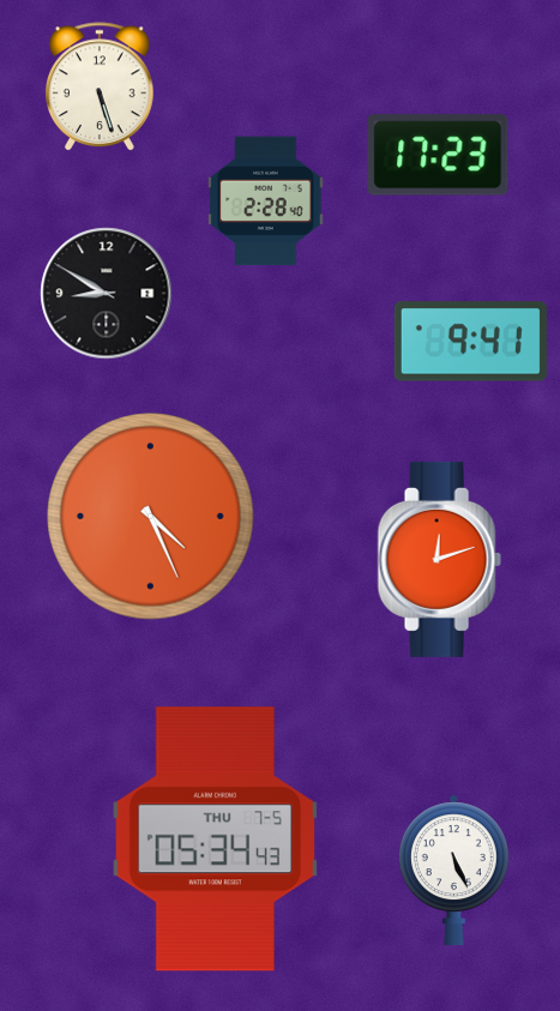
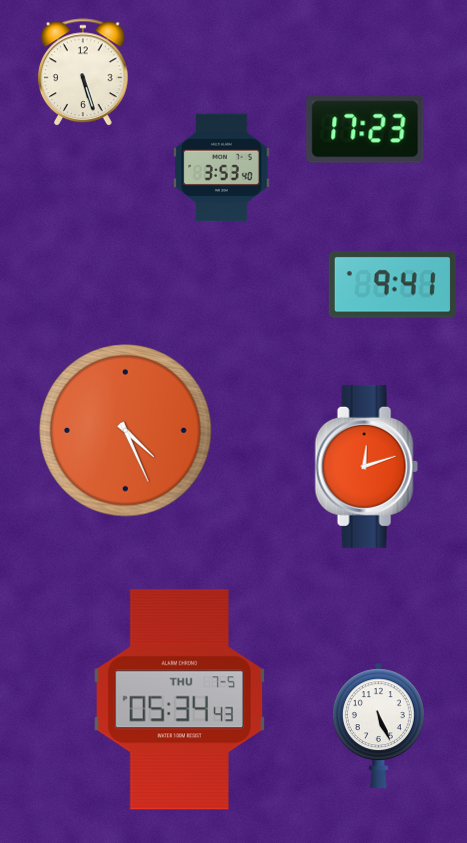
clock at (266, 201): 2:28 -> 3:53
clock at (107, 294): 8:50 -> none
